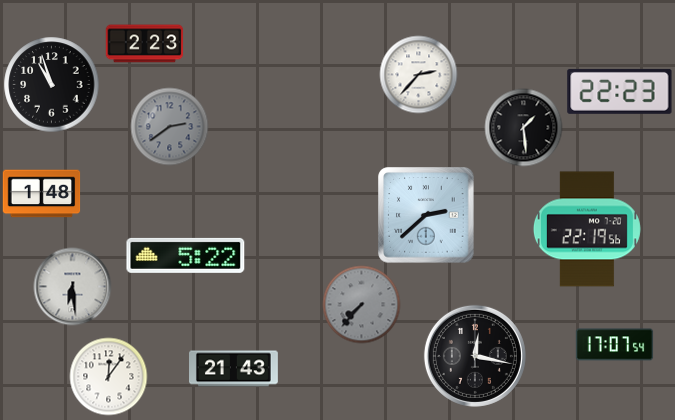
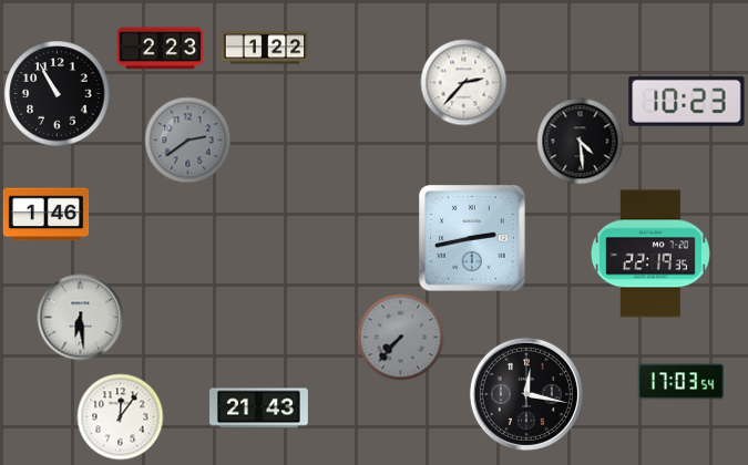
clock at (265, 48): none -> 1:22
clock at (51, 84): 10:57 -> 10:55
clock at (620, 91): 22:23 -> 10:23
clock at (523, 127): 1:29 -> 4:29
clock at (41, 194): 1:48 -> 1:46
clock at (426, 215): 2:38 -> 2:43
clock at (587, 229): 22:19:56 -> 22:19:35
clock at (186, 255): 5:22 -> none
clock at (614, 345): 17:07 -> 17:03
